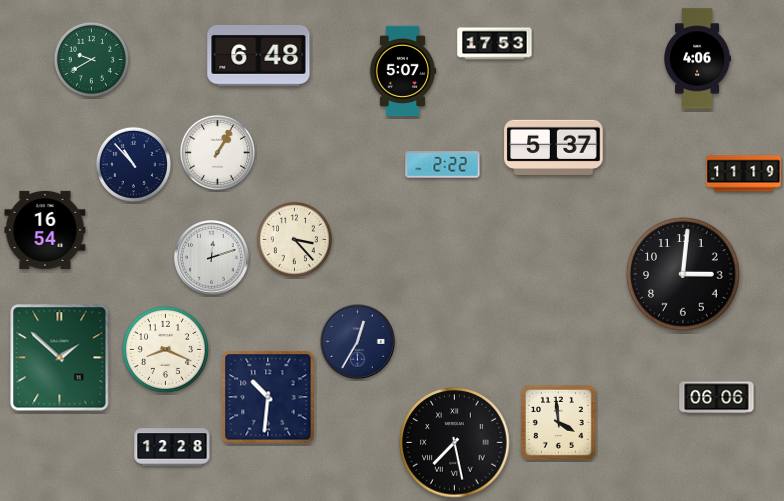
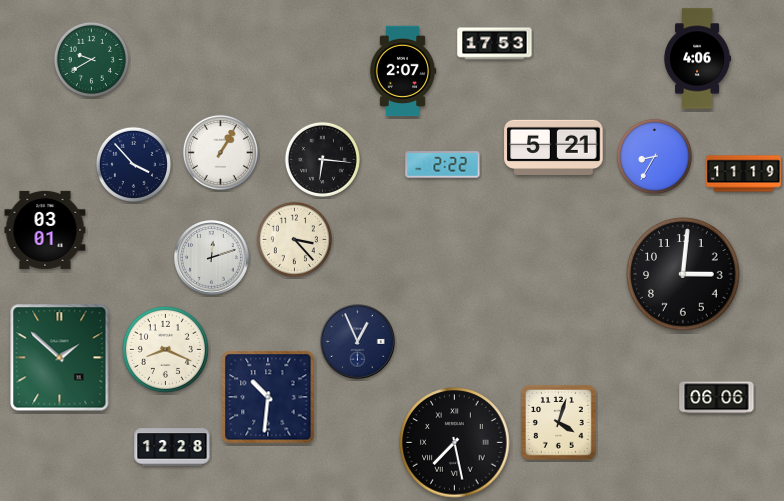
clock at (259, 55): 6:48 -> none
clock at (403, 71): 5:07 -> 2:07
clock at (554, 147): 5:37 -> 5:21
clock at (217, 152) position: (217, 152) -> (220, 152)
clock at (654, 156): none -> 8:35
clock at (322, 159): none -> 6:16
clock at (133, 164): 10:53 -> 3:53
clock at (45, 230): 16:54 -> 03:01
clock at (358, 342): 12:35 -> 12:56
clock at (559, 423): 3:59 -> 4:03
